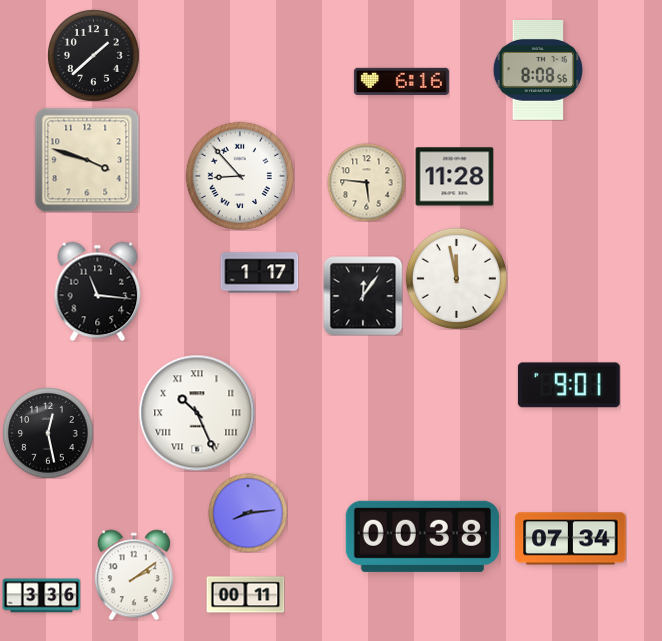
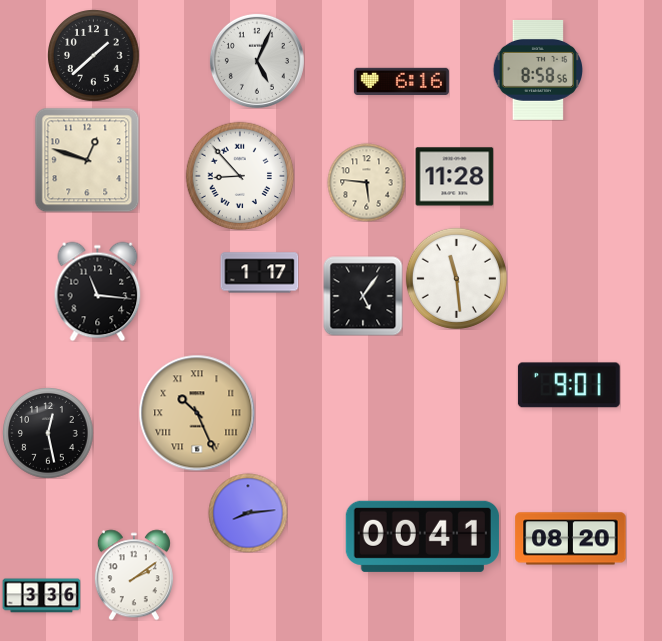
clock at (257, 61): none -> 5:04
clock at (537, 70): 8:08 -> 8:58
clock at (87, 160): 3:48 -> 12:48
clock at (456, 278): 11:58 -> 11:29
clock at (363, 296): 12:06 -> 5:06
clock at (197, 413) dial: white -> champagne
clock at (422, 536): 00:38 -> 00:41
clock at (571, 539): 07:34 -> 08:20
clock at (245, 595): 00:11 -> none
